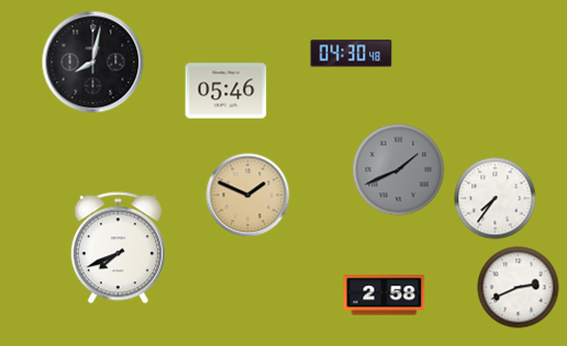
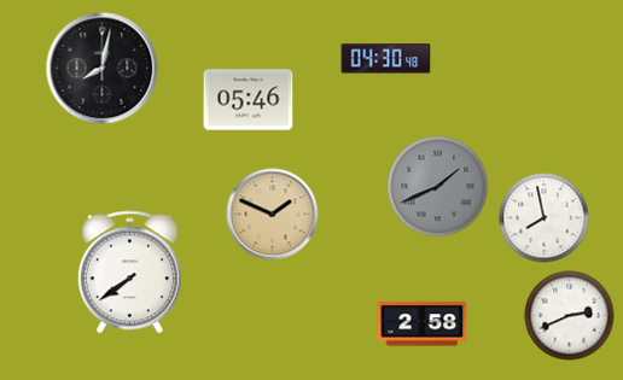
clock at (496, 199): 7:36 -> 7:58
clock at (118, 248): 7:41 -> 7:39
